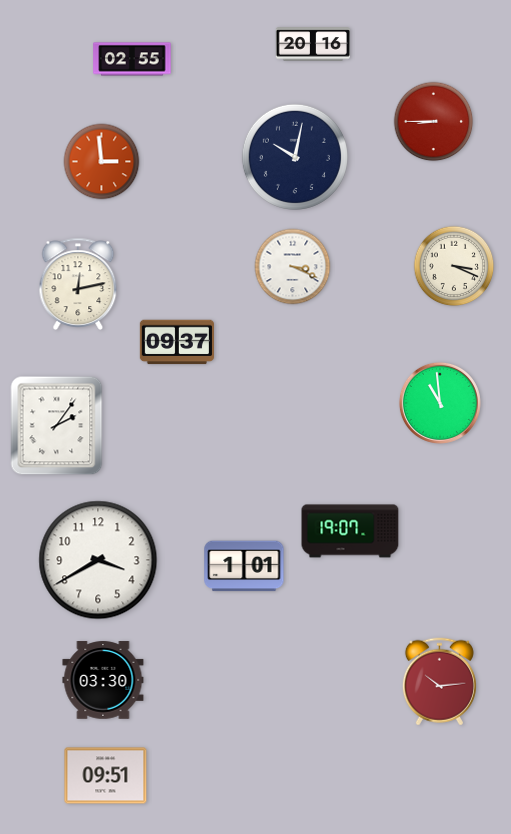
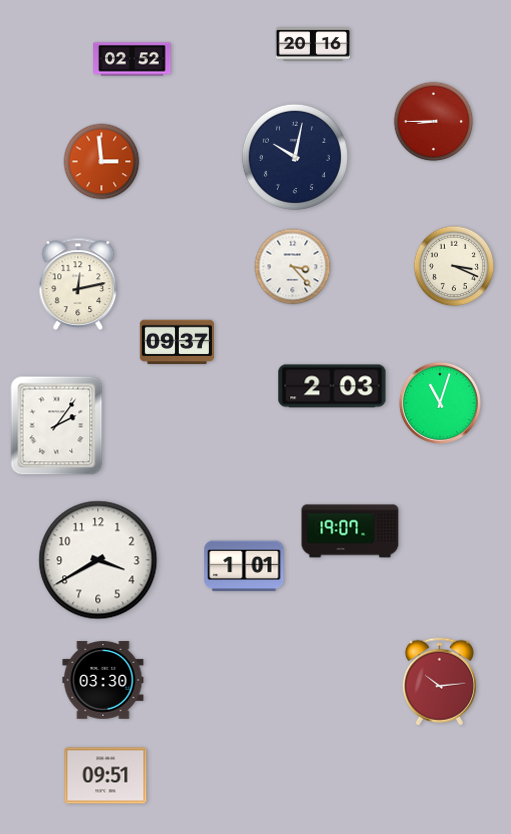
clock at (132, 59): 02:55 -> 02:52
clock at (293, 267): 3:19 -> 3:23
clock at (332, 386): none -> 2:03
clock at (440, 403): 10:59 -> 11:03
